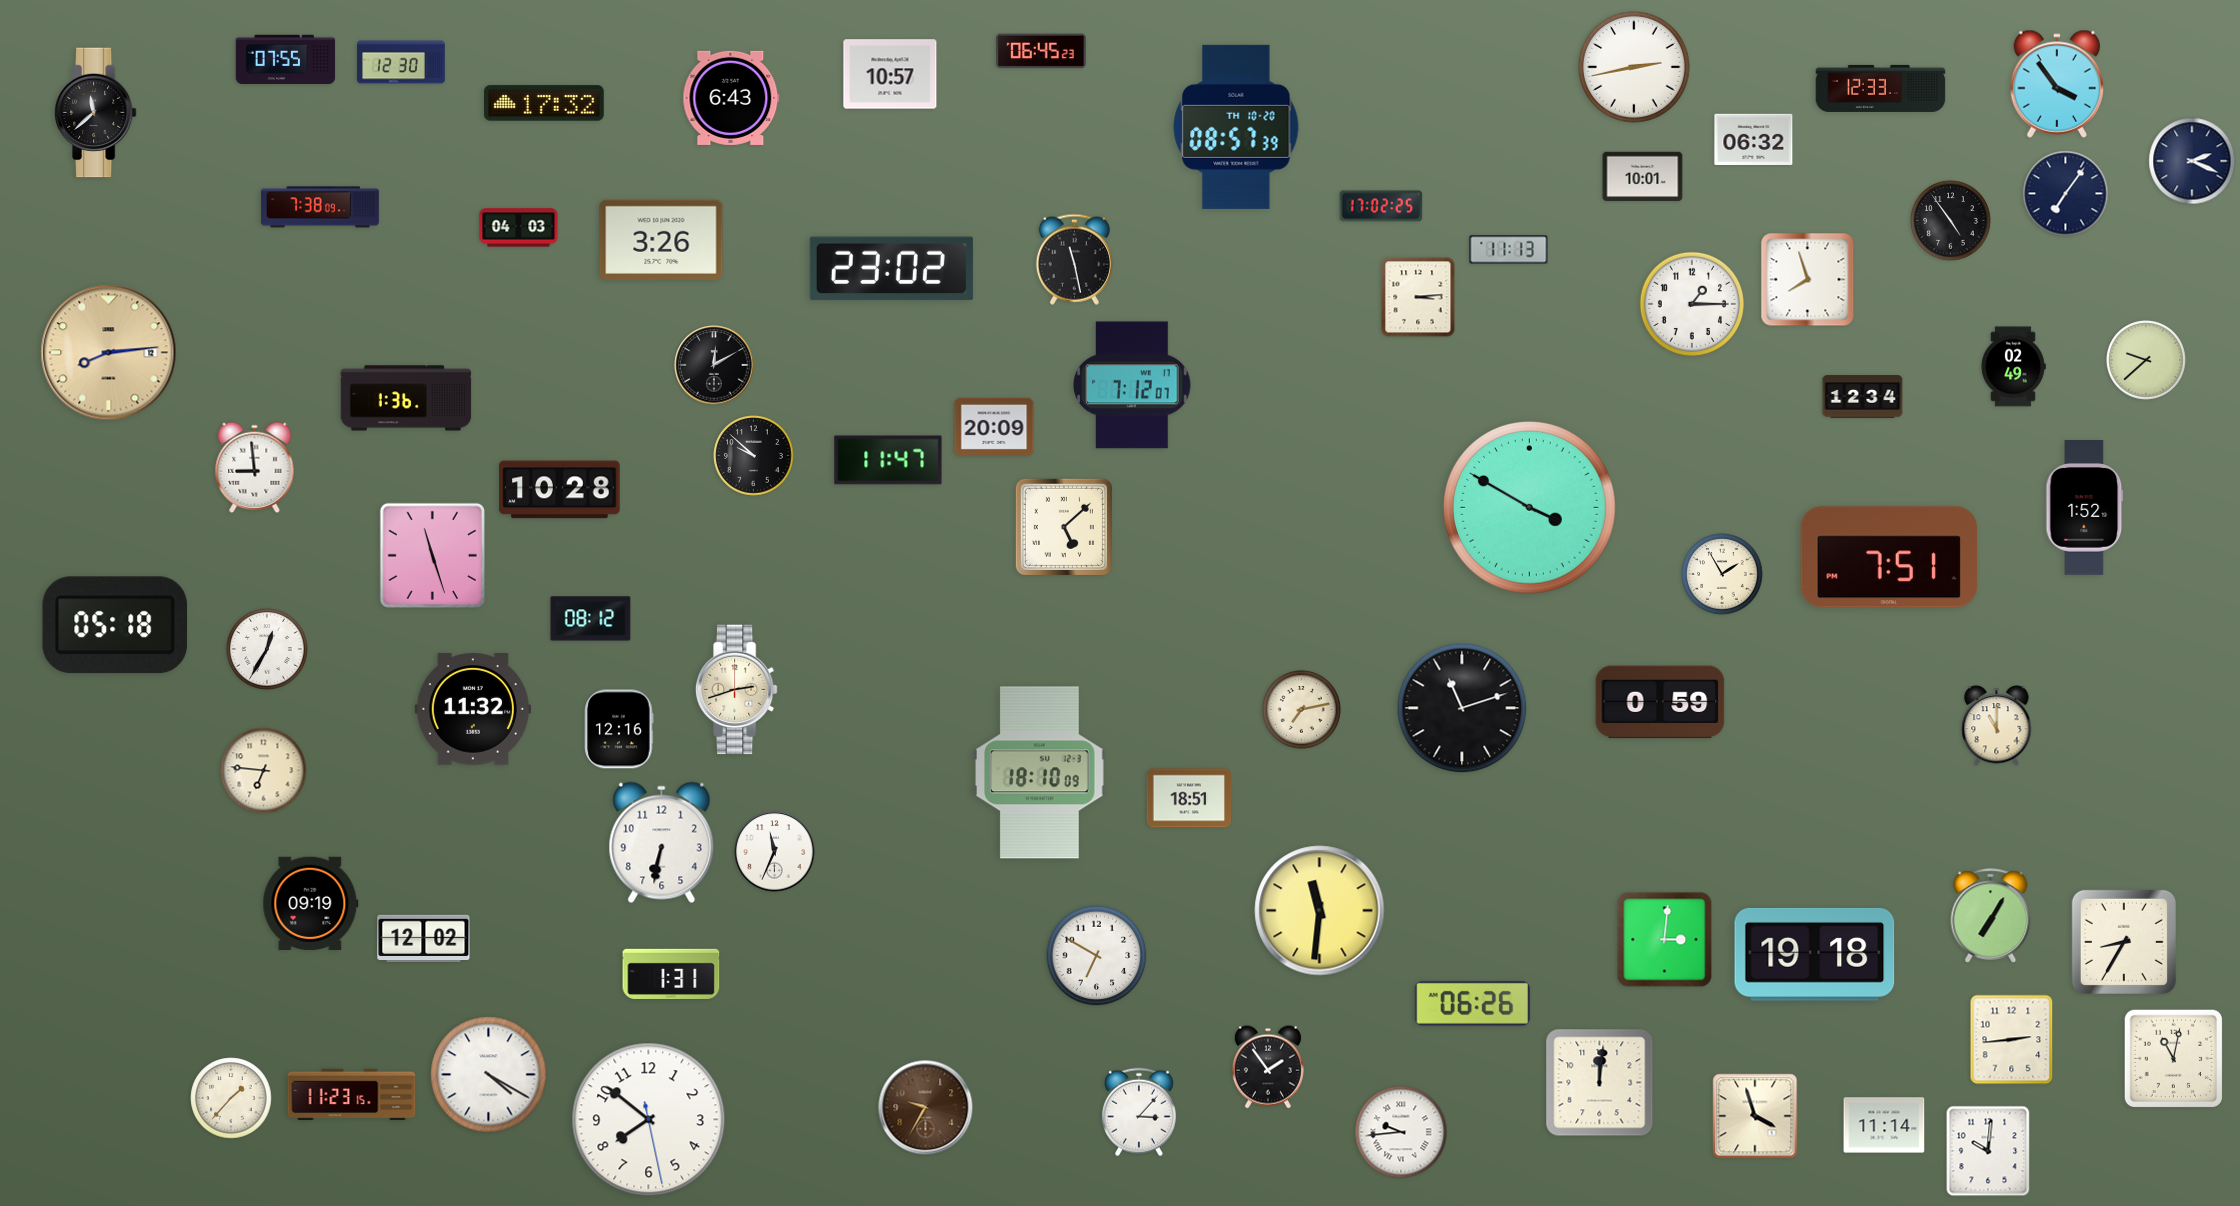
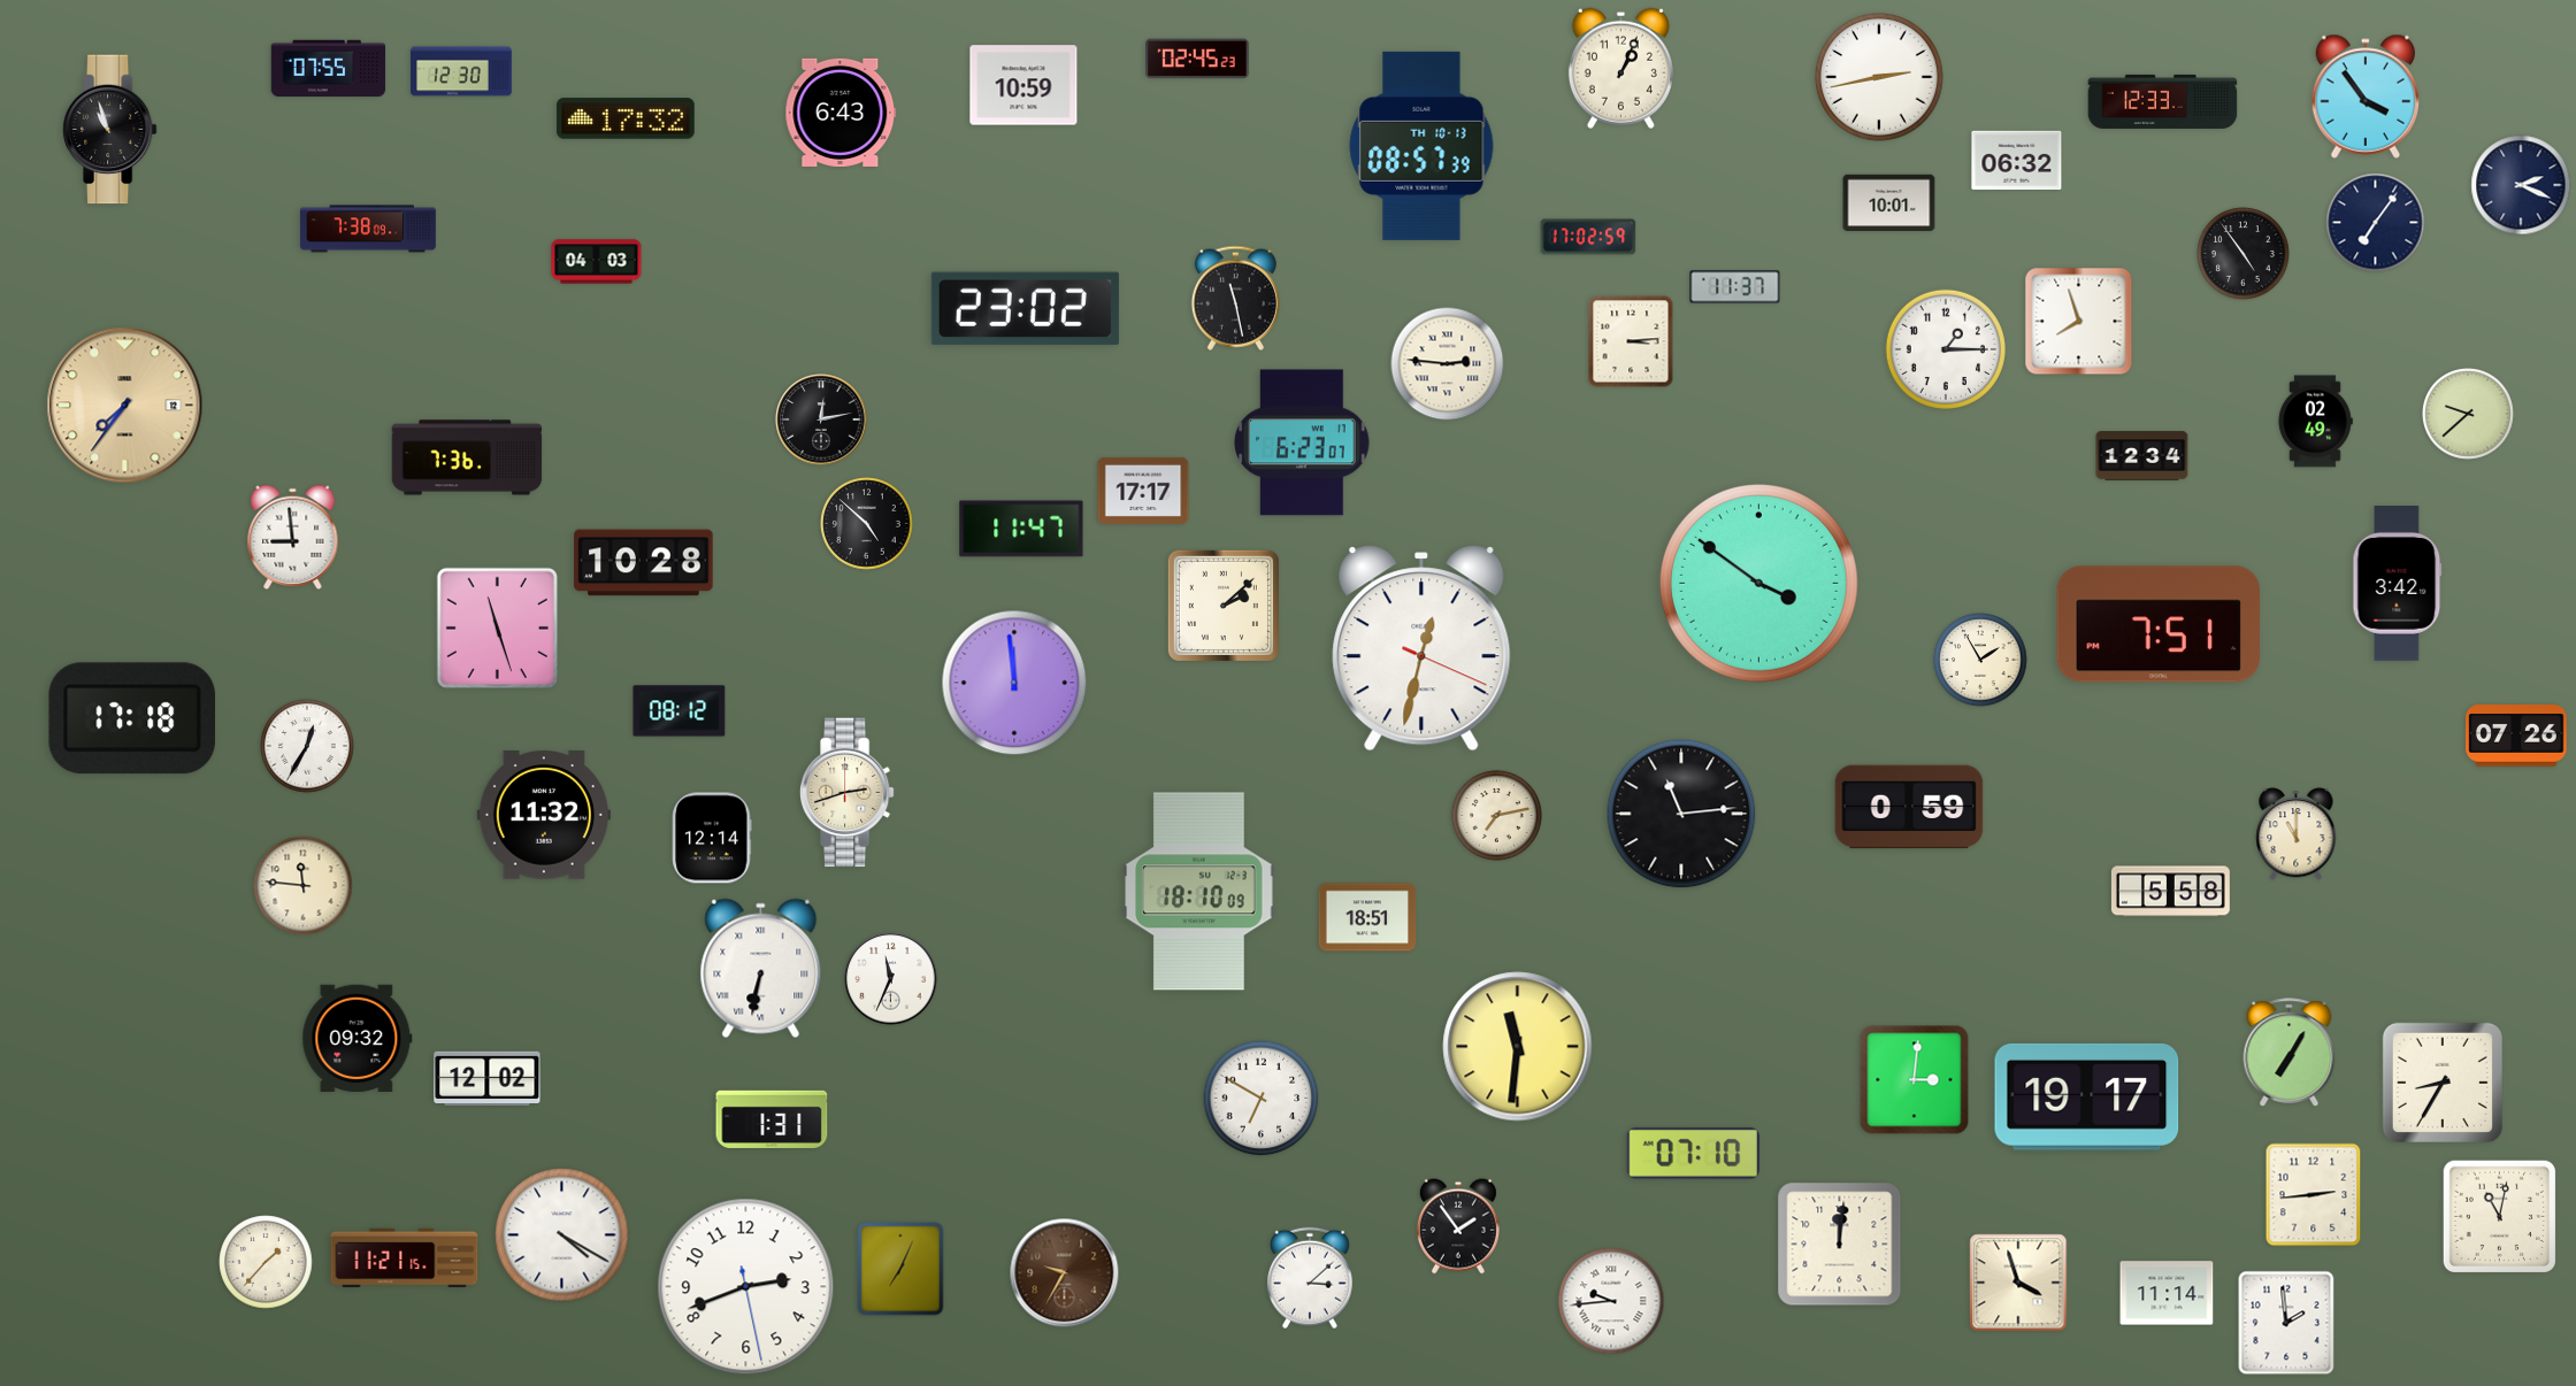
clock at (1041, 51): 06:45 -> 02:45
clock at (1620, 68): none -> 1:04
clock at (890, 74): 10:57 -> 10:59
clock at (95, 113): 11:38 -> 10:57
clock at (1236, 127) date: TH 10-20 -> TH 10-13
clock at (1381, 206): 17:02:25 -> 17:02:59
clock at (320, 207) position: (320, 207) -> (368, 229)
clock at (661, 240): 3:26 -> none
clock at (1509, 250): 11:13 -> 11:37
clock at (1448, 364): none -> 2:46
clock at (109, 353): 8:14 -> 7:36
clock at (714, 365): 12:10 -> 12:13
clock at (1132, 385): 7:12 -> 6:23
clock at (406, 398): 1:36 -> 7:36
clock at (994, 427): 20:09 -> 17:17
clock at (754, 456): 9:52 -> 4:52
clock at (1529, 507): 3:50 -> 3:51
clock at (2085, 508): 1:52 -> 3:42
clock at (1064, 527): 5:08 -> 2:08
clock at (432, 555) position: (432, 555) -> (497, 627)
clock at (1888, 557) position: (1888, 557) -> (2157, 624)
clock at (1421, 648): none -> 12:32
clock at (1014, 683): none -> 11:59
clock at (114, 625): 05:18 -> 17:18
clock at (2517, 736): none -> 07:26
clock at (1462, 708): 11:12 -> 11:14
clock at (619, 729): 12:16 -> 12:14
clock at (264, 771): 6:46 -> 11:46
clock at (1040, 773) position: (1040, 773) -> (1199, 892)
clock at (2170, 892): none -> 5:58
clock at (662, 843) numerals: Arabic -> Roman
clock at (311, 903): 09:19 -> 09:32
clock at (1815, 954): 19:18 -> 19:17
clock at (1472, 1003): 06:26 -> 07:10
clock at (352, 1095): 11:23 -> 11:21
clock at (900, 1269): none -> 7:04
clock at (1139, 1112): 3:07 -> 3:08
clock at (649, 1120): 7:51 -> 2:41
clock at (1988, 1151): 10:01 -> 1:59
